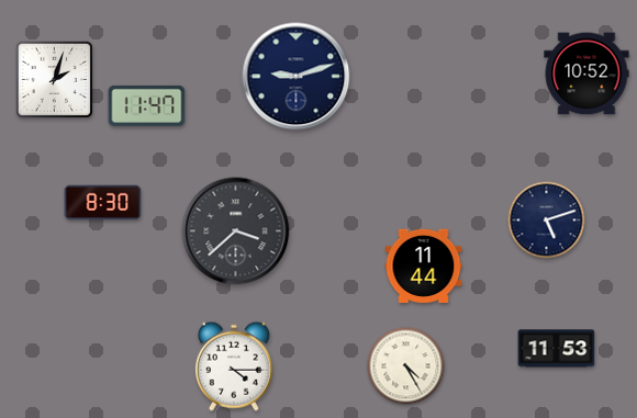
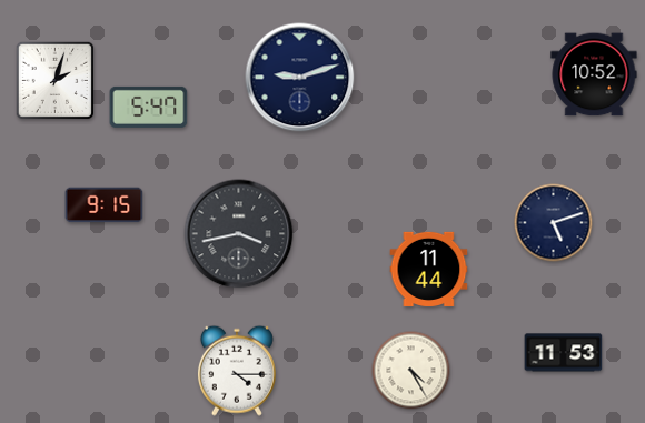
clock at (147, 105): 11:47 -> 5:47
clock at (103, 203): 8:30 -> 9:15
clock at (236, 231): 3:38 -> 3:43
